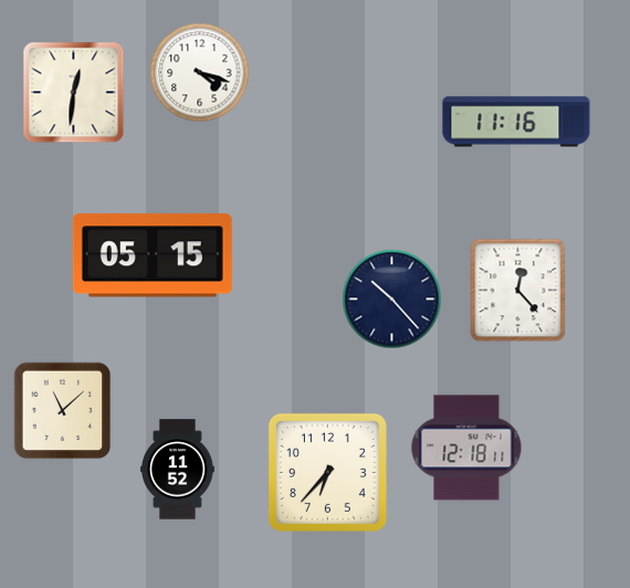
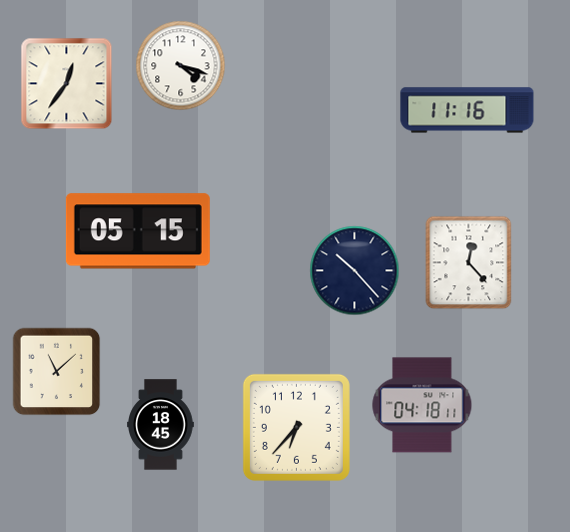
clock at (74, 93): 12:31 -> 12:36
clock at (466, 448): 12:18 -> 04:18
clock at (178, 470): 11:52 -> 18:45
